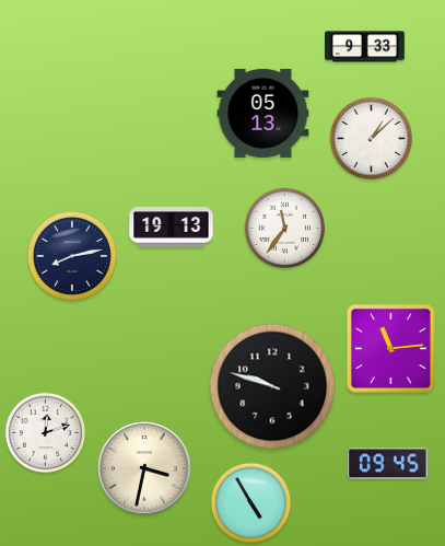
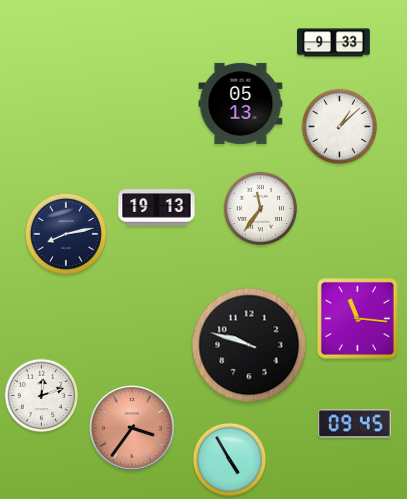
clock at (391, 349): 11:14 -> 11:16
clock at (272, 386) position: (272, 386) -> (249, 345)
clock at (145, 469): 3:32 -> 3:36
clock at (145, 469) dial: cream -> salmon
